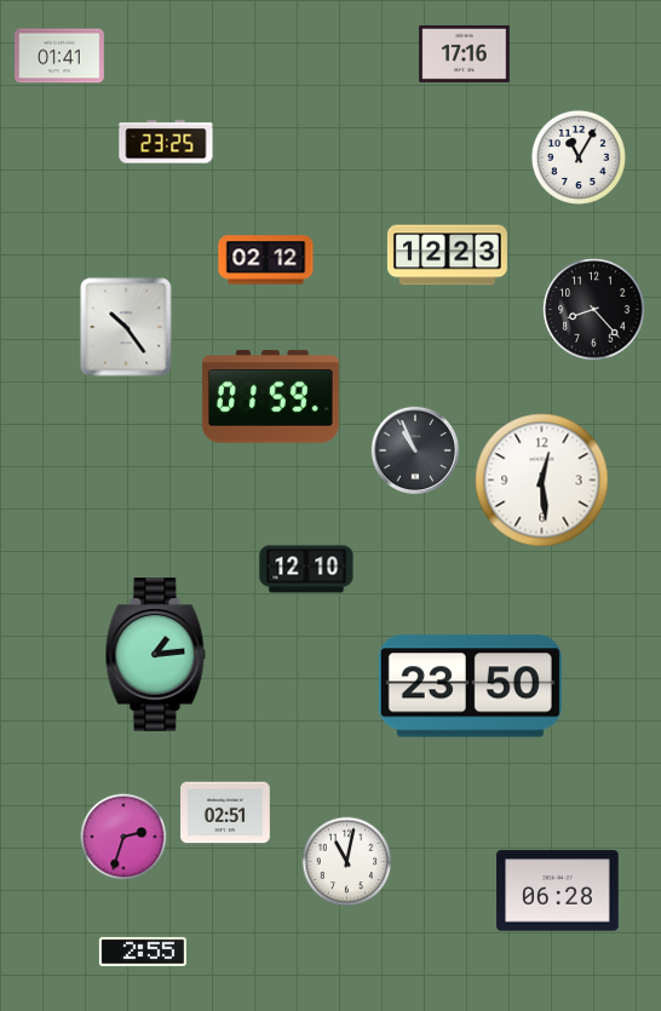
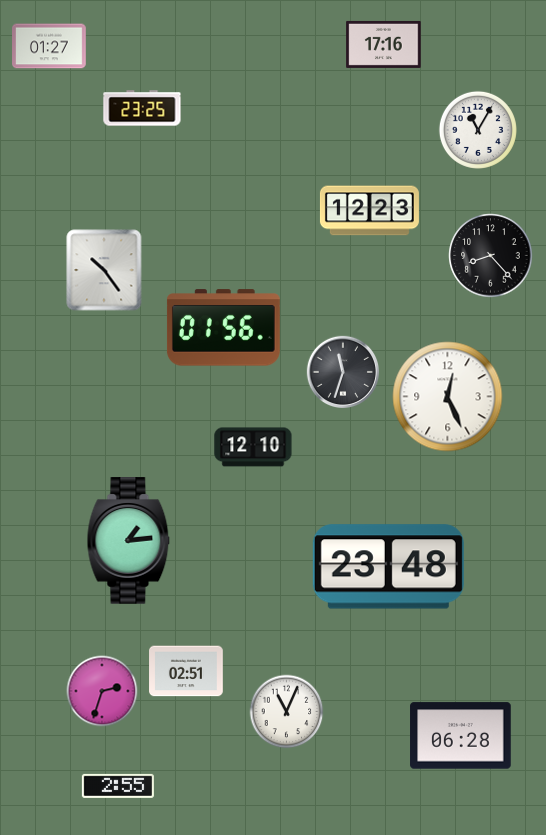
clock at (59, 56): 01:41 -> 01:27
clock at (166, 142) position: (166, 142) -> (142, 108)
clock at (266, 260): 02:12 -> none
clock at (270, 397): 01:59 -> 01:56
clock at (414, 449): 10:56 -> 11:33
clock at (542, 481): 12:29 -> 12:26
clock at (306, 569) position: (306, 569) -> (253, 447)
clock at (470, 687): 23:50 -> 23:48
clock at (347, 862): 11:02 -> 11:04
